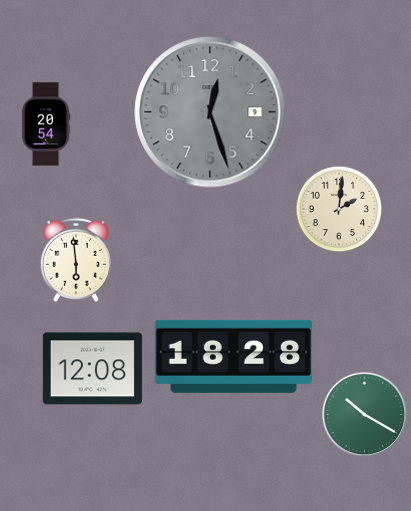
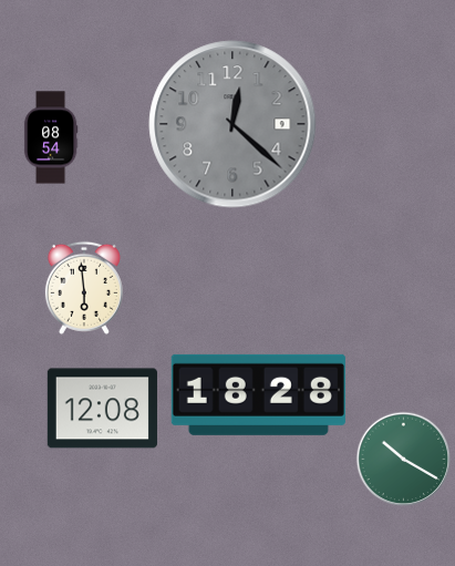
clock at (210, 112): 12:27 -> 12:22
clock at (46, 124): 20:54 -> 08:54
clock at (339, 209): 2:01 -> none
